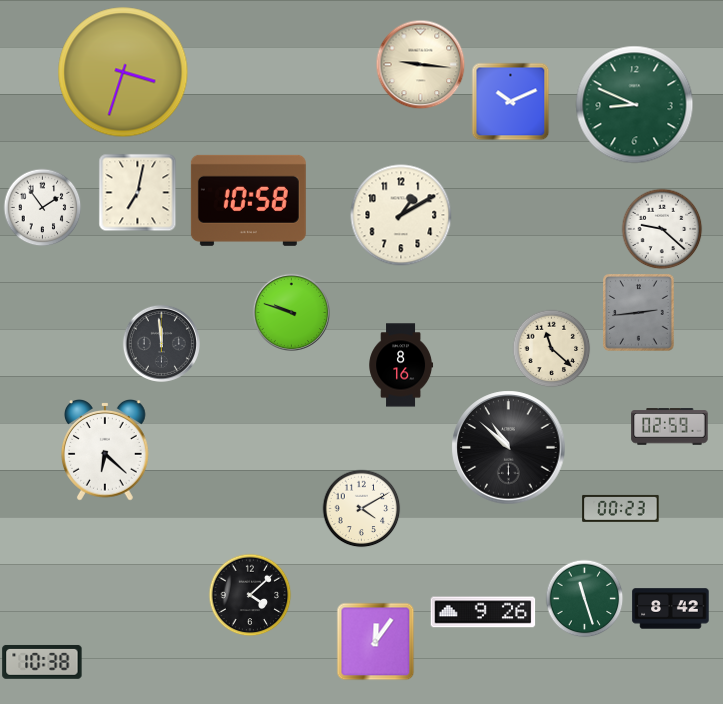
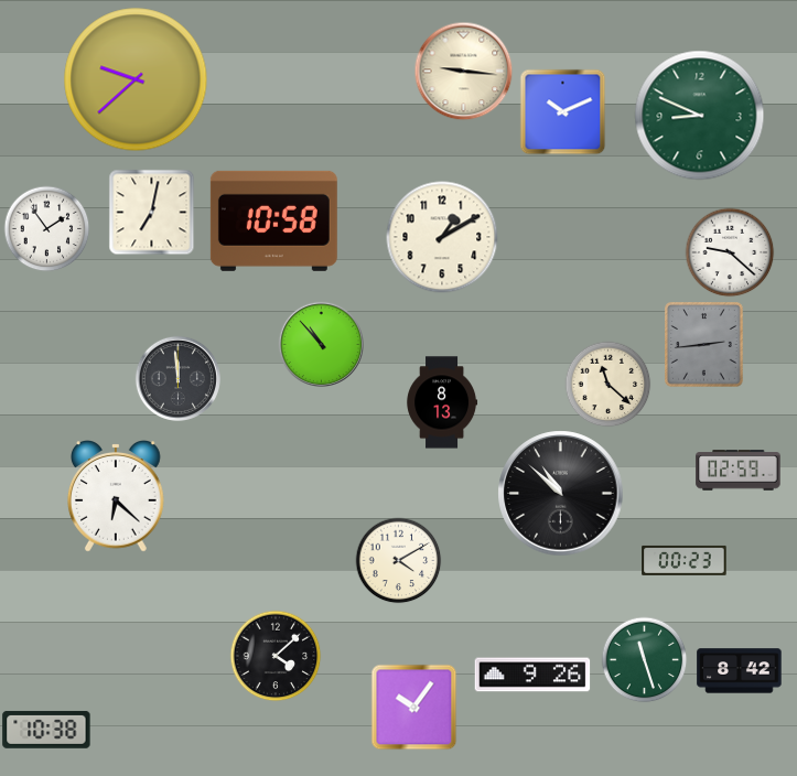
clock at (123, 72): 3:33 -> 9:38
clock at (291, 312): 9:48 -> 10:53
clock at (401, 365): 8:16 -> 8:13
clock at (375, 641): 12:06 -> 10:06
